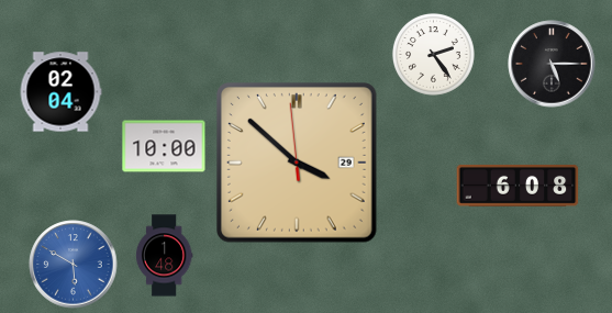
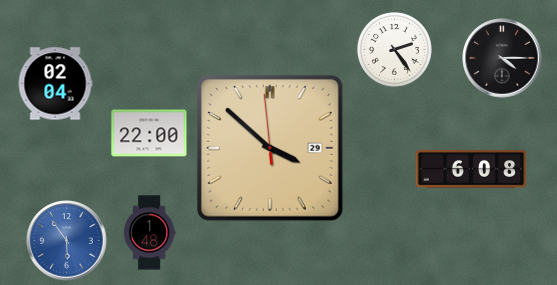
clock at (552, 64): 5:15 -> 4:15
clock at (164, 146): 10:00 -> 22:00
clock at (74, 265): 5:50 -> 5:54
